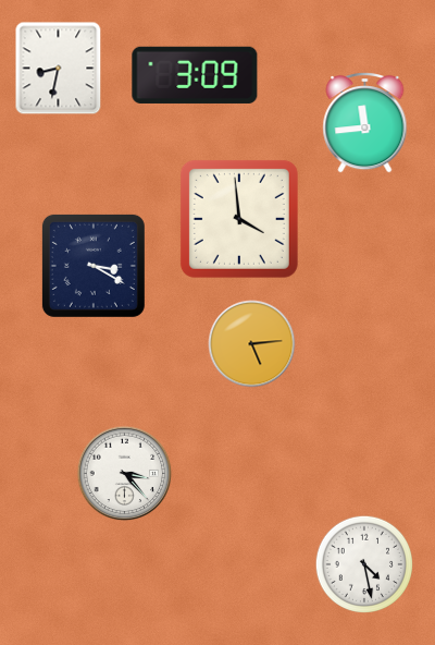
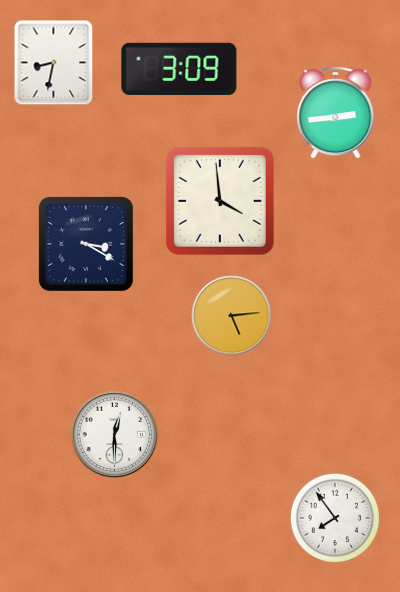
clock at (365, 122): 11:44 -> 2:44
clock at (125, 474): 3:23 -> 12:30
clock at (364, 564): 4:28 -> 7:54
